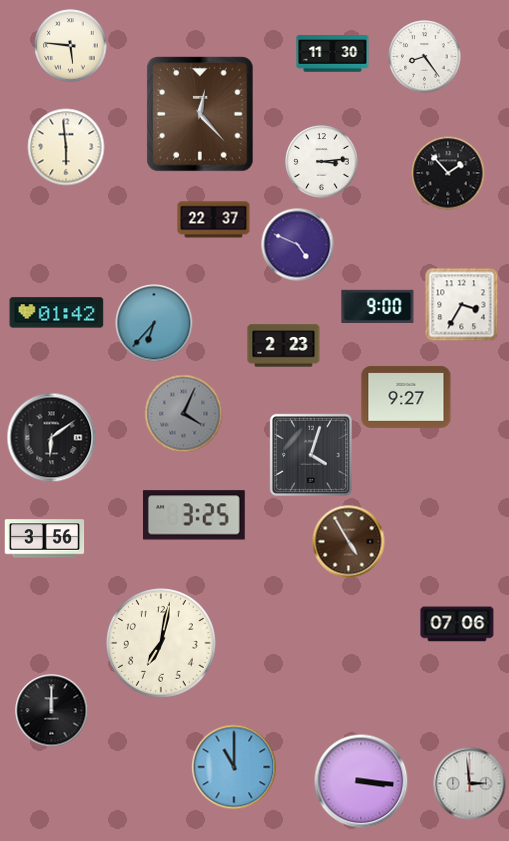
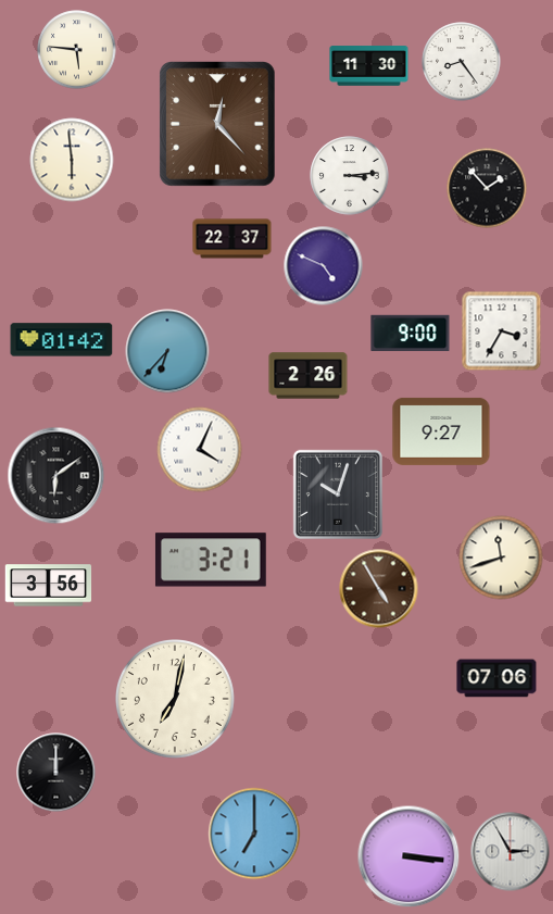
clock at (333, 54) position: (333, 54) -> (369, 66)
clock at (284, 346): 2:23 -> 2:26
clock at (184, 414) dial: grey -> white
clock at (311, 455): 4:03 -> 10:03
clock at (501, 558): none -> 11:42
clock at (194, 515): 3:25 -> 3:21
clock at (234, 767): 11:00 -> 7:00
clock at (361, 781) position: (361, 781) -> (409, 856)
clock at (470, 784): 2:59 -> 2:55
